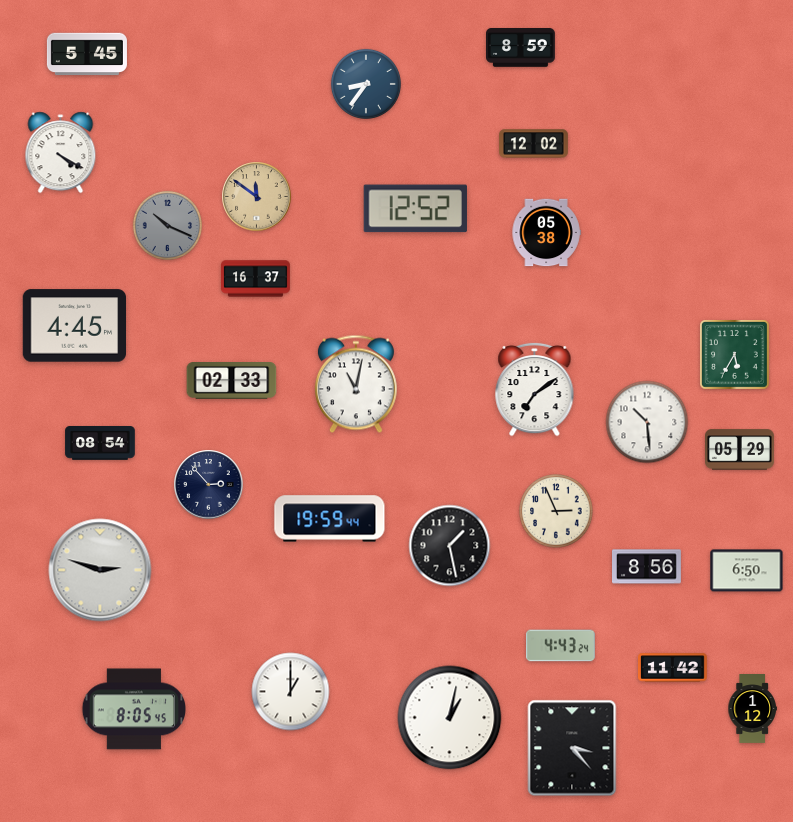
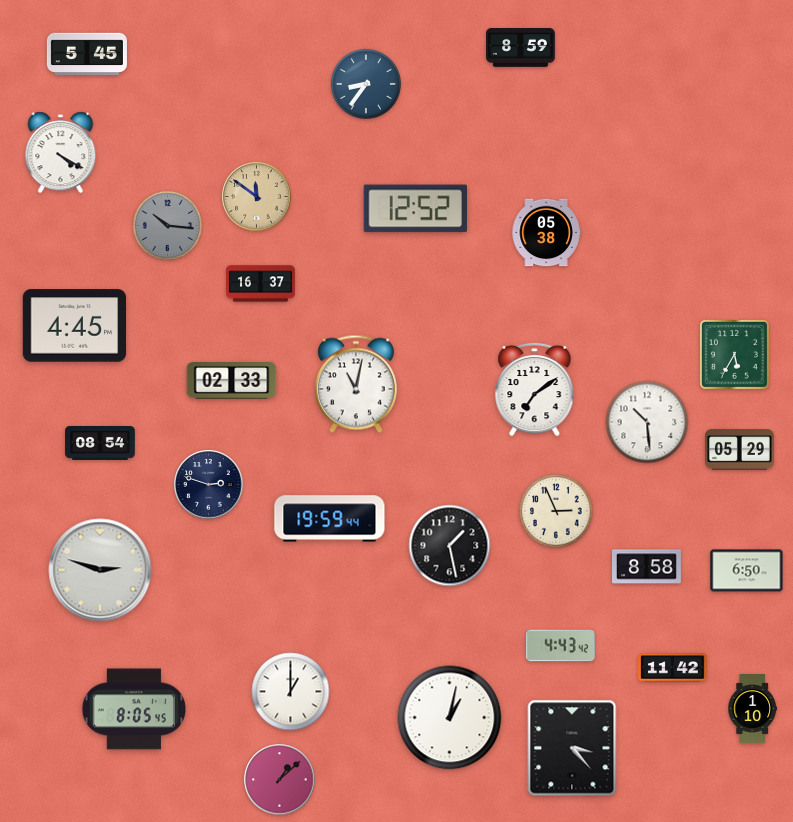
clock at (534, 144): 12:02 -> none
clock at (167, 225): 10:19 -> 10:16
clock at (256, 279) position: (256, 279) -> (261, 284)
clock at (209, 485): 2:53 -> 2:48
clock at (647, 567): 8:56 -> 8:58
clock at (561, 646): 4:43:24 -> 4:43:42
clock at (752, 709): 1:12 -> 1:10
clock at (280, 780): none -> 1:08
